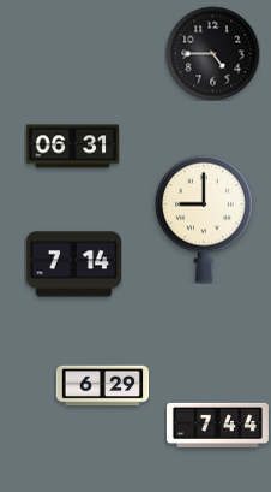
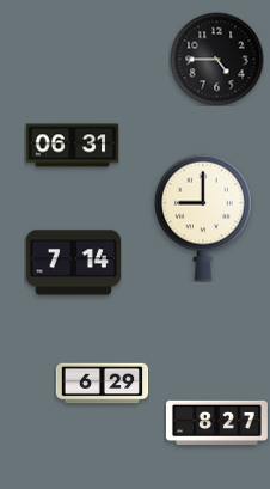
clock at (212, 53) position: (212, 53) -> (216, 59)
clock at (217, 425): 7:44 -> 8:27
